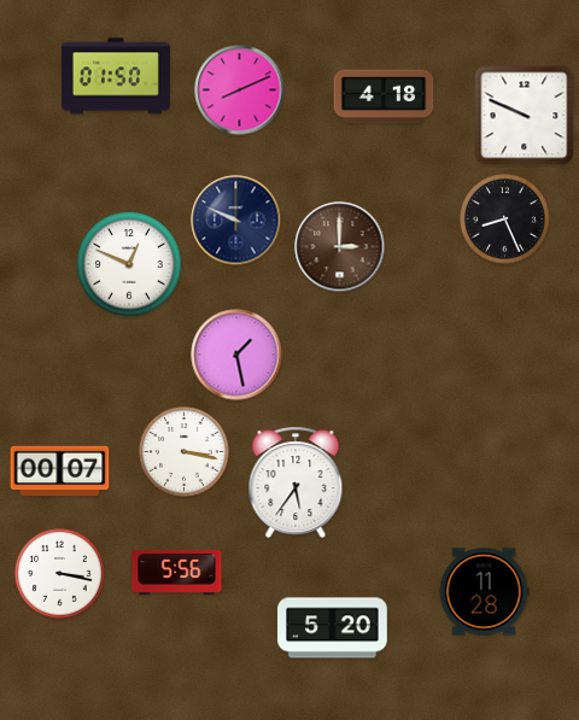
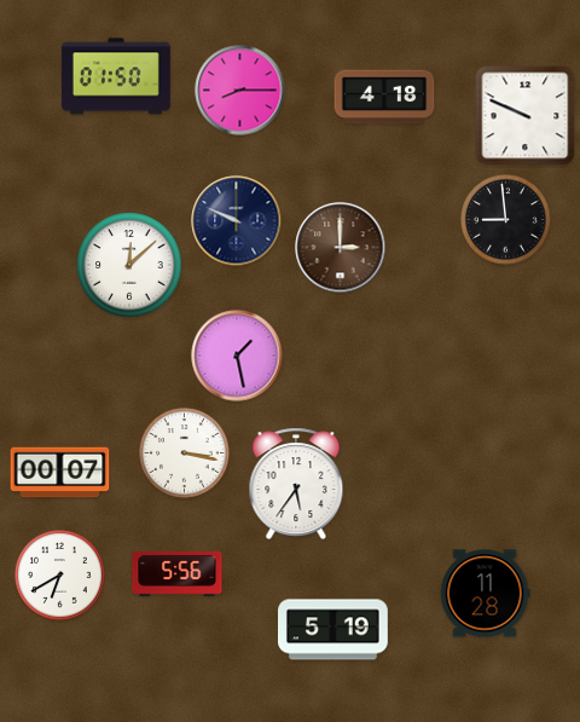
clock at (240, 90): 8:11 -> 8:15
clock at (505, 219): 8:26 -> 8:59
clock at (129, 264): 12:49 -> 12:08
clock at (60, 574): 3:17 -> 6:40
clock at (333, 628): 5:20 -> 5:19
